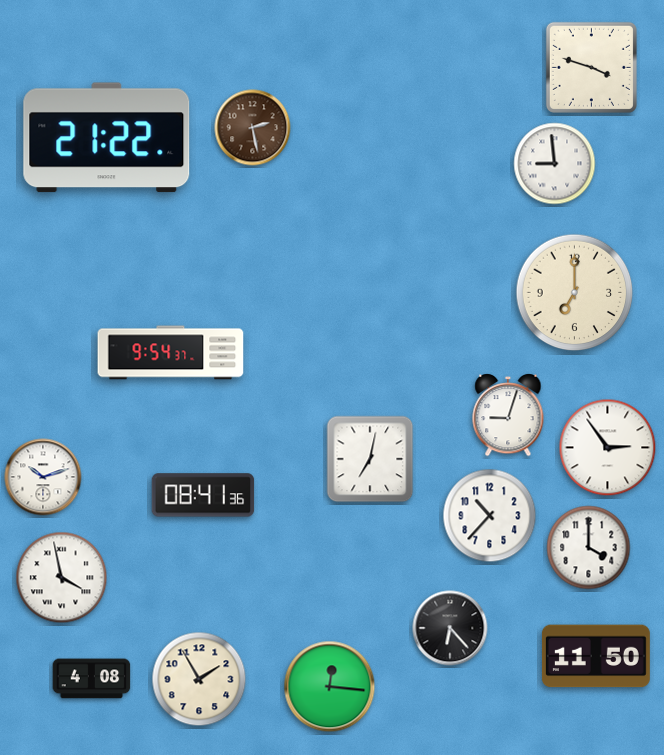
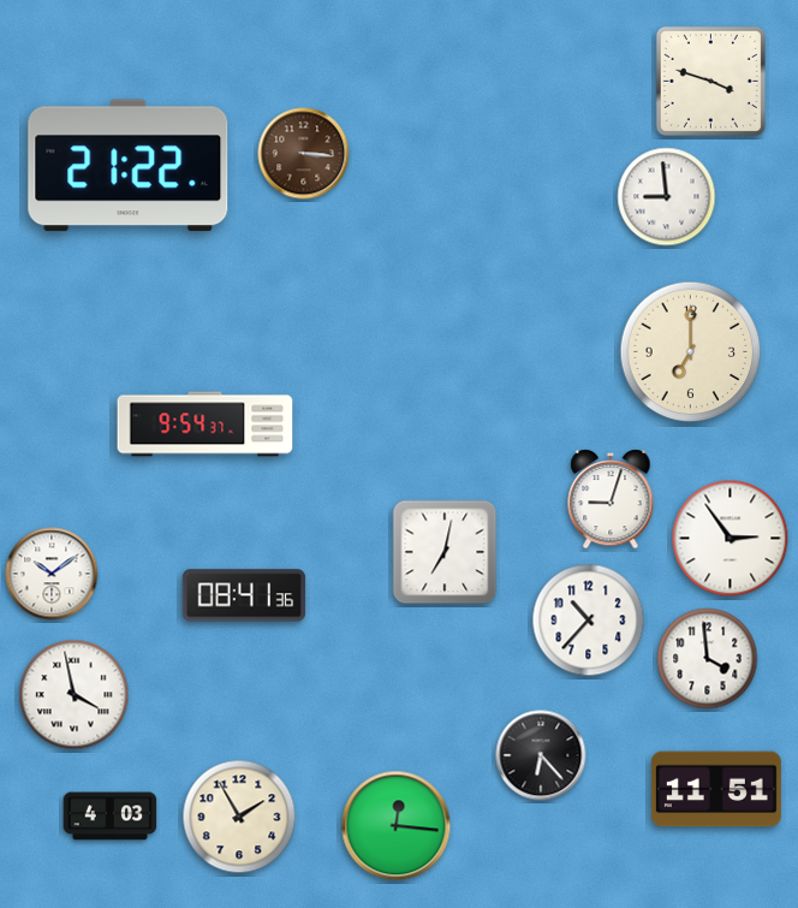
clock at (253, 128): 2:28 -> 3:16
clock at (43, 477): 10:12 -> 10:09
clock at (589, 548): 4:00 -> 3:59
clock at (596, 656): 11:50 -> 11:51
clock at (92, 679): 4:08 -> 4:03
